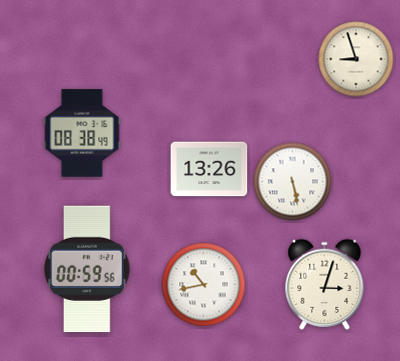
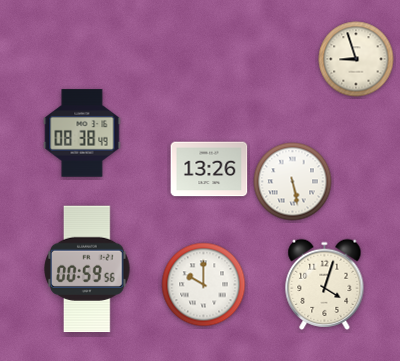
clock at (325, 284): 3:03 -> 4:03
clock at (204, 285): 10:43 -> 10:00
